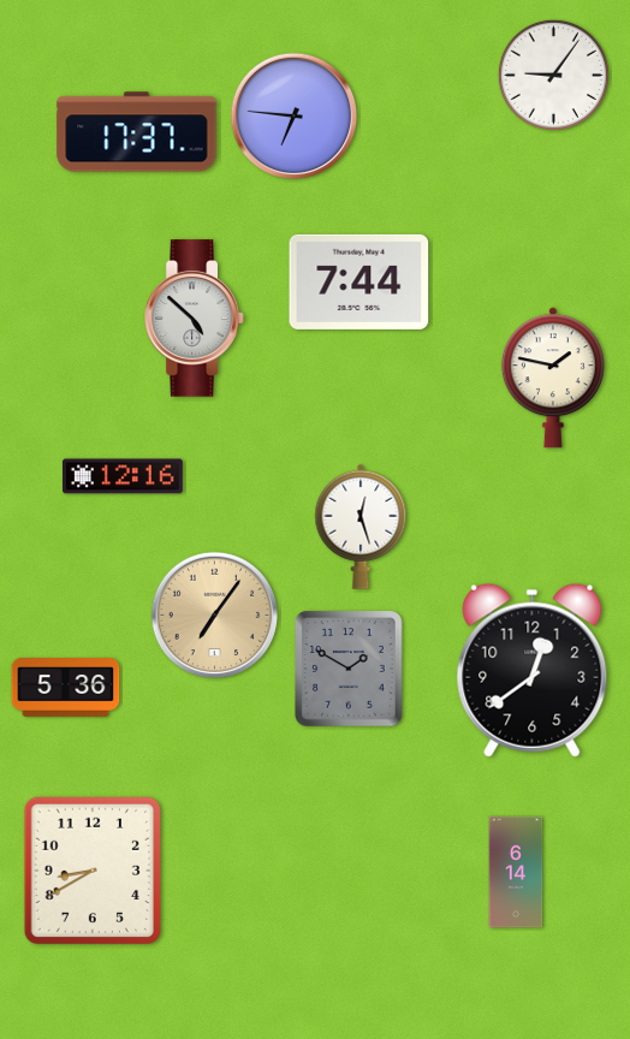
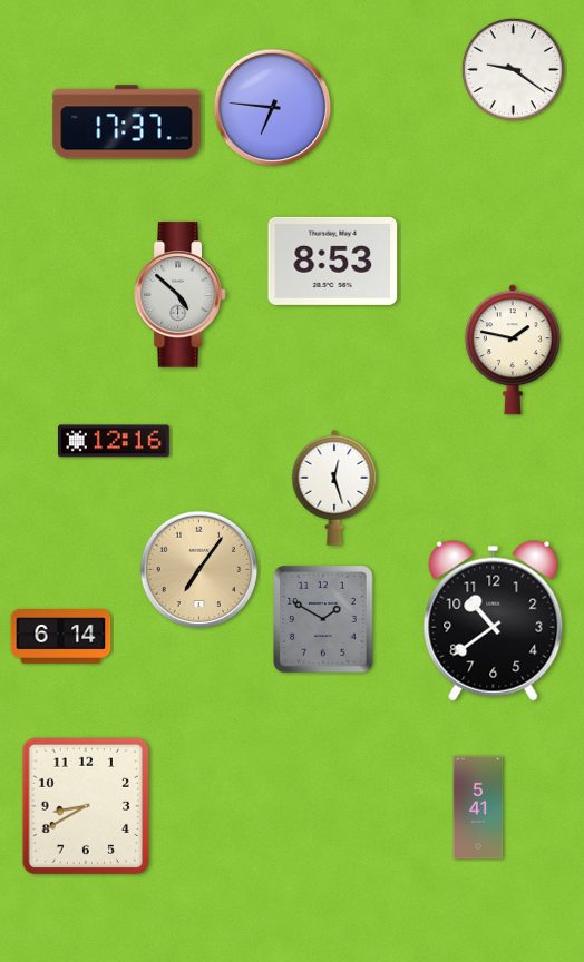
clock at (553, 75): 9:06 -> 9:21
clock at (359, 281): 7:44 -> 8:53
clock at (533, 670): 12:39 -> 10:39
clock at (66, 688): 5:36 -> 6:14
clock at (516, 872): 6:14 -> 5:41
